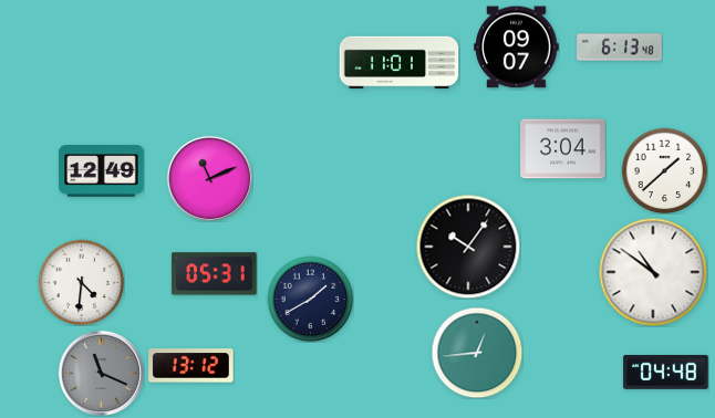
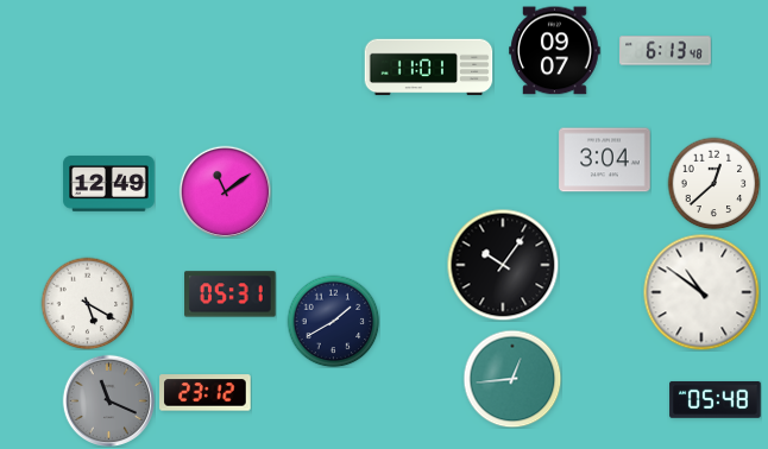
clock at (664, 170): 1:38 -> 12:38
clock at (209, 178): 11:11 -> 11:09
clock at (81, 282): 4:31 -> 5:20
clock at (191, 366): 13:12 -> 23:12
clock at (666, 373): 04:48 -> 05:48
